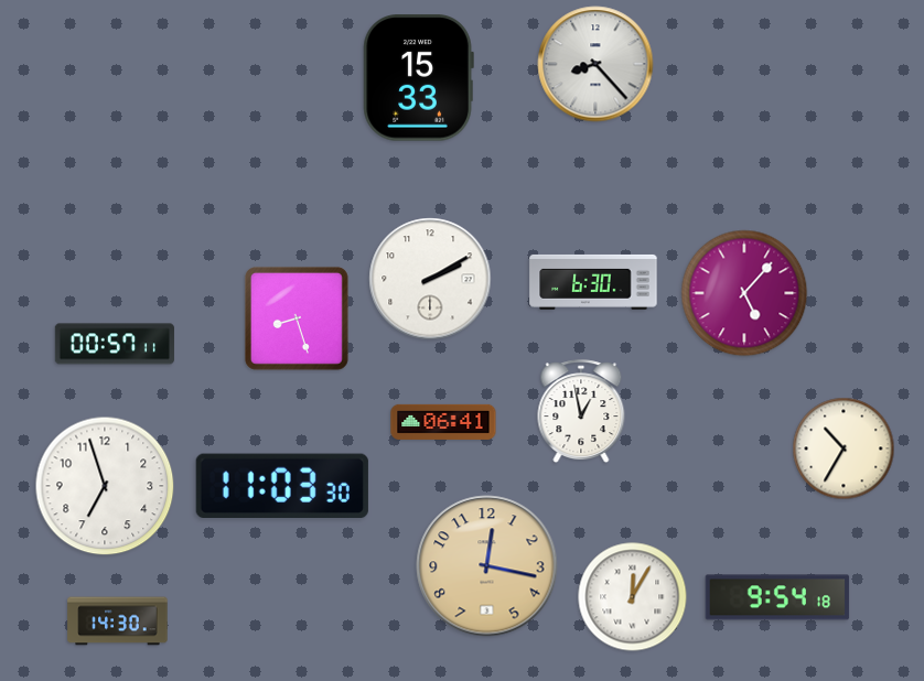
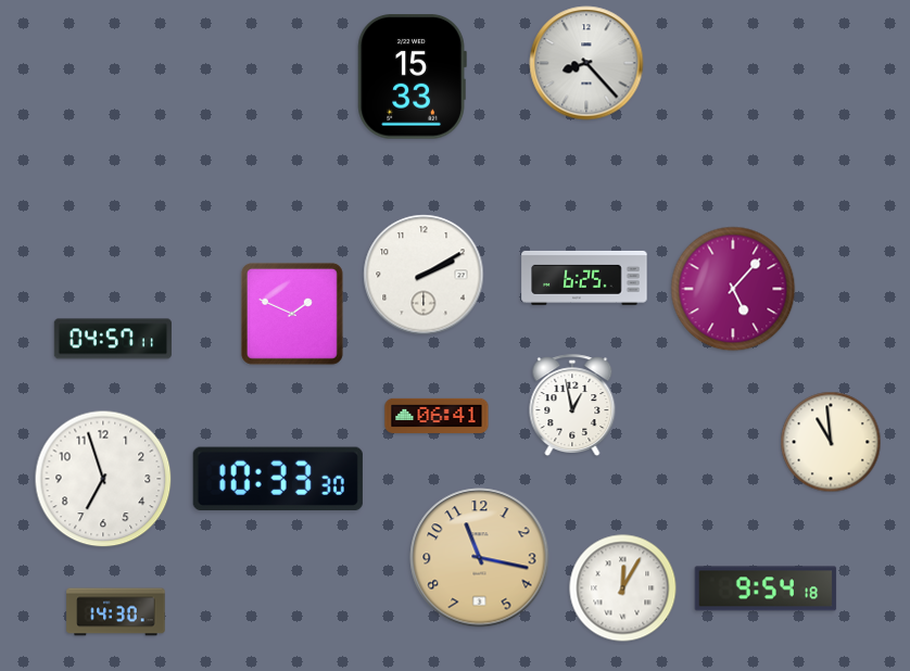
clock at (593, 282): 6:30 -> 6:25
clock at (297, 318): 8:27 -> 1:49
clock at (115, 344): 00:57 -> 04:57
clock at (844, 448): 10:35 -> 10:59
clock at (282, 485): 11:03 -> 10:33
clock at (487, 566): 12:17 -> 11:17
